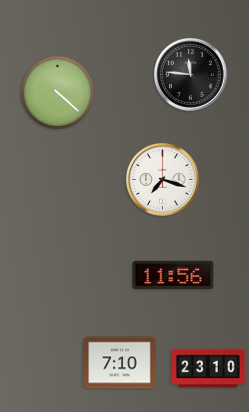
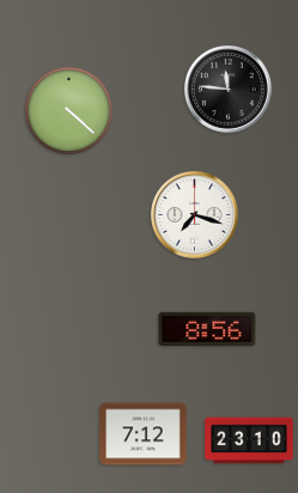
clock at (173, 275): 11:56 -> 8:56
clock at (120, 363): 7:10 -> 7:12
